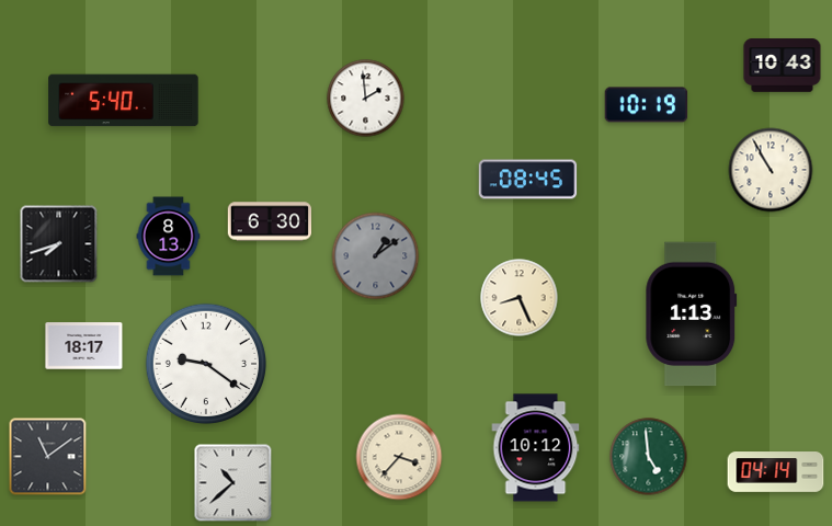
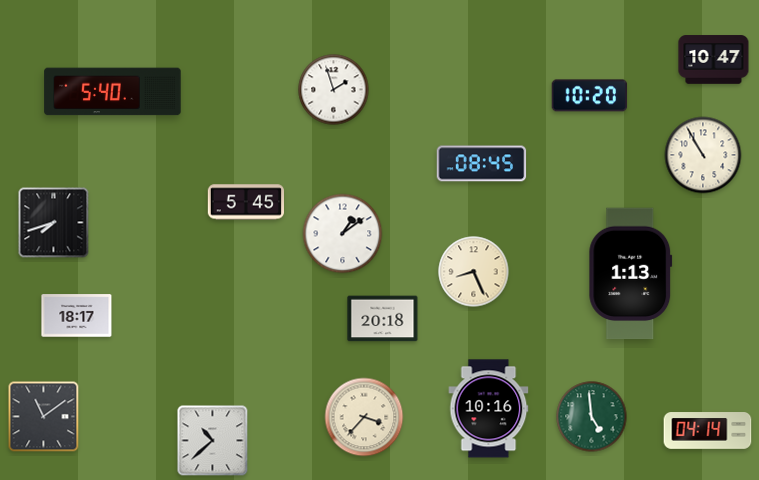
clock at (783, 66): 10:43 -> 10:47
clock at (366, 99): 1:59 -> 1:57
clock at (647, 105): 10:19 -> 10:20
clock at (269, 221): 6:30 -> 5:45
clock at (169, 237): 8:13 -> none
clock at (376, 256) dial: grey -> white
clock at (692, 315) position: (692, 315) -> (631, 274)
clock at (383, 319): none -> 20:18
clock at (206, 364): 9:21 -> none
clock at (536, 448): 10:12 -> 10:16
